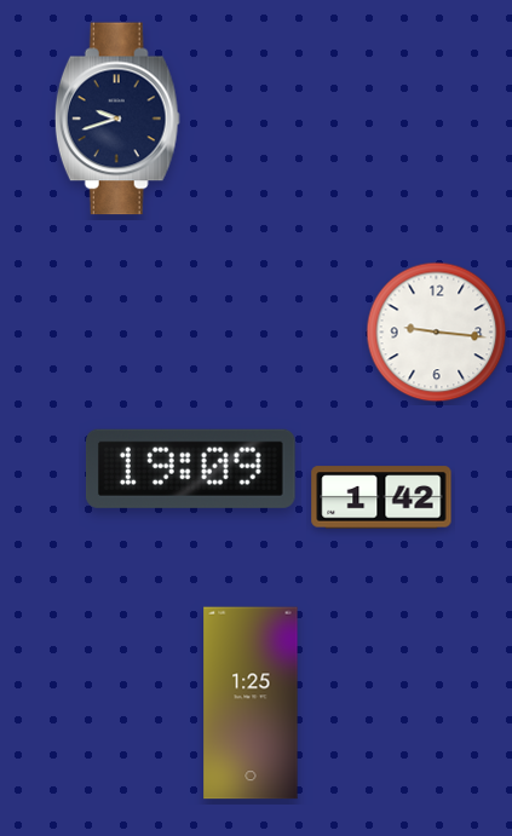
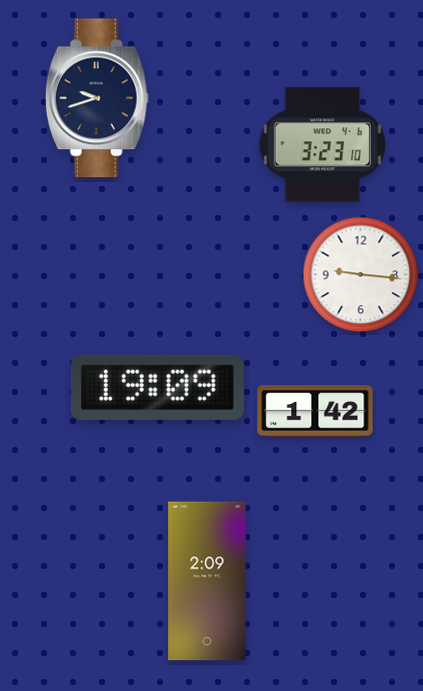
clock at (322, 145): none -> 3:23
clock at (251, 703): 1:25 -> 2:09
